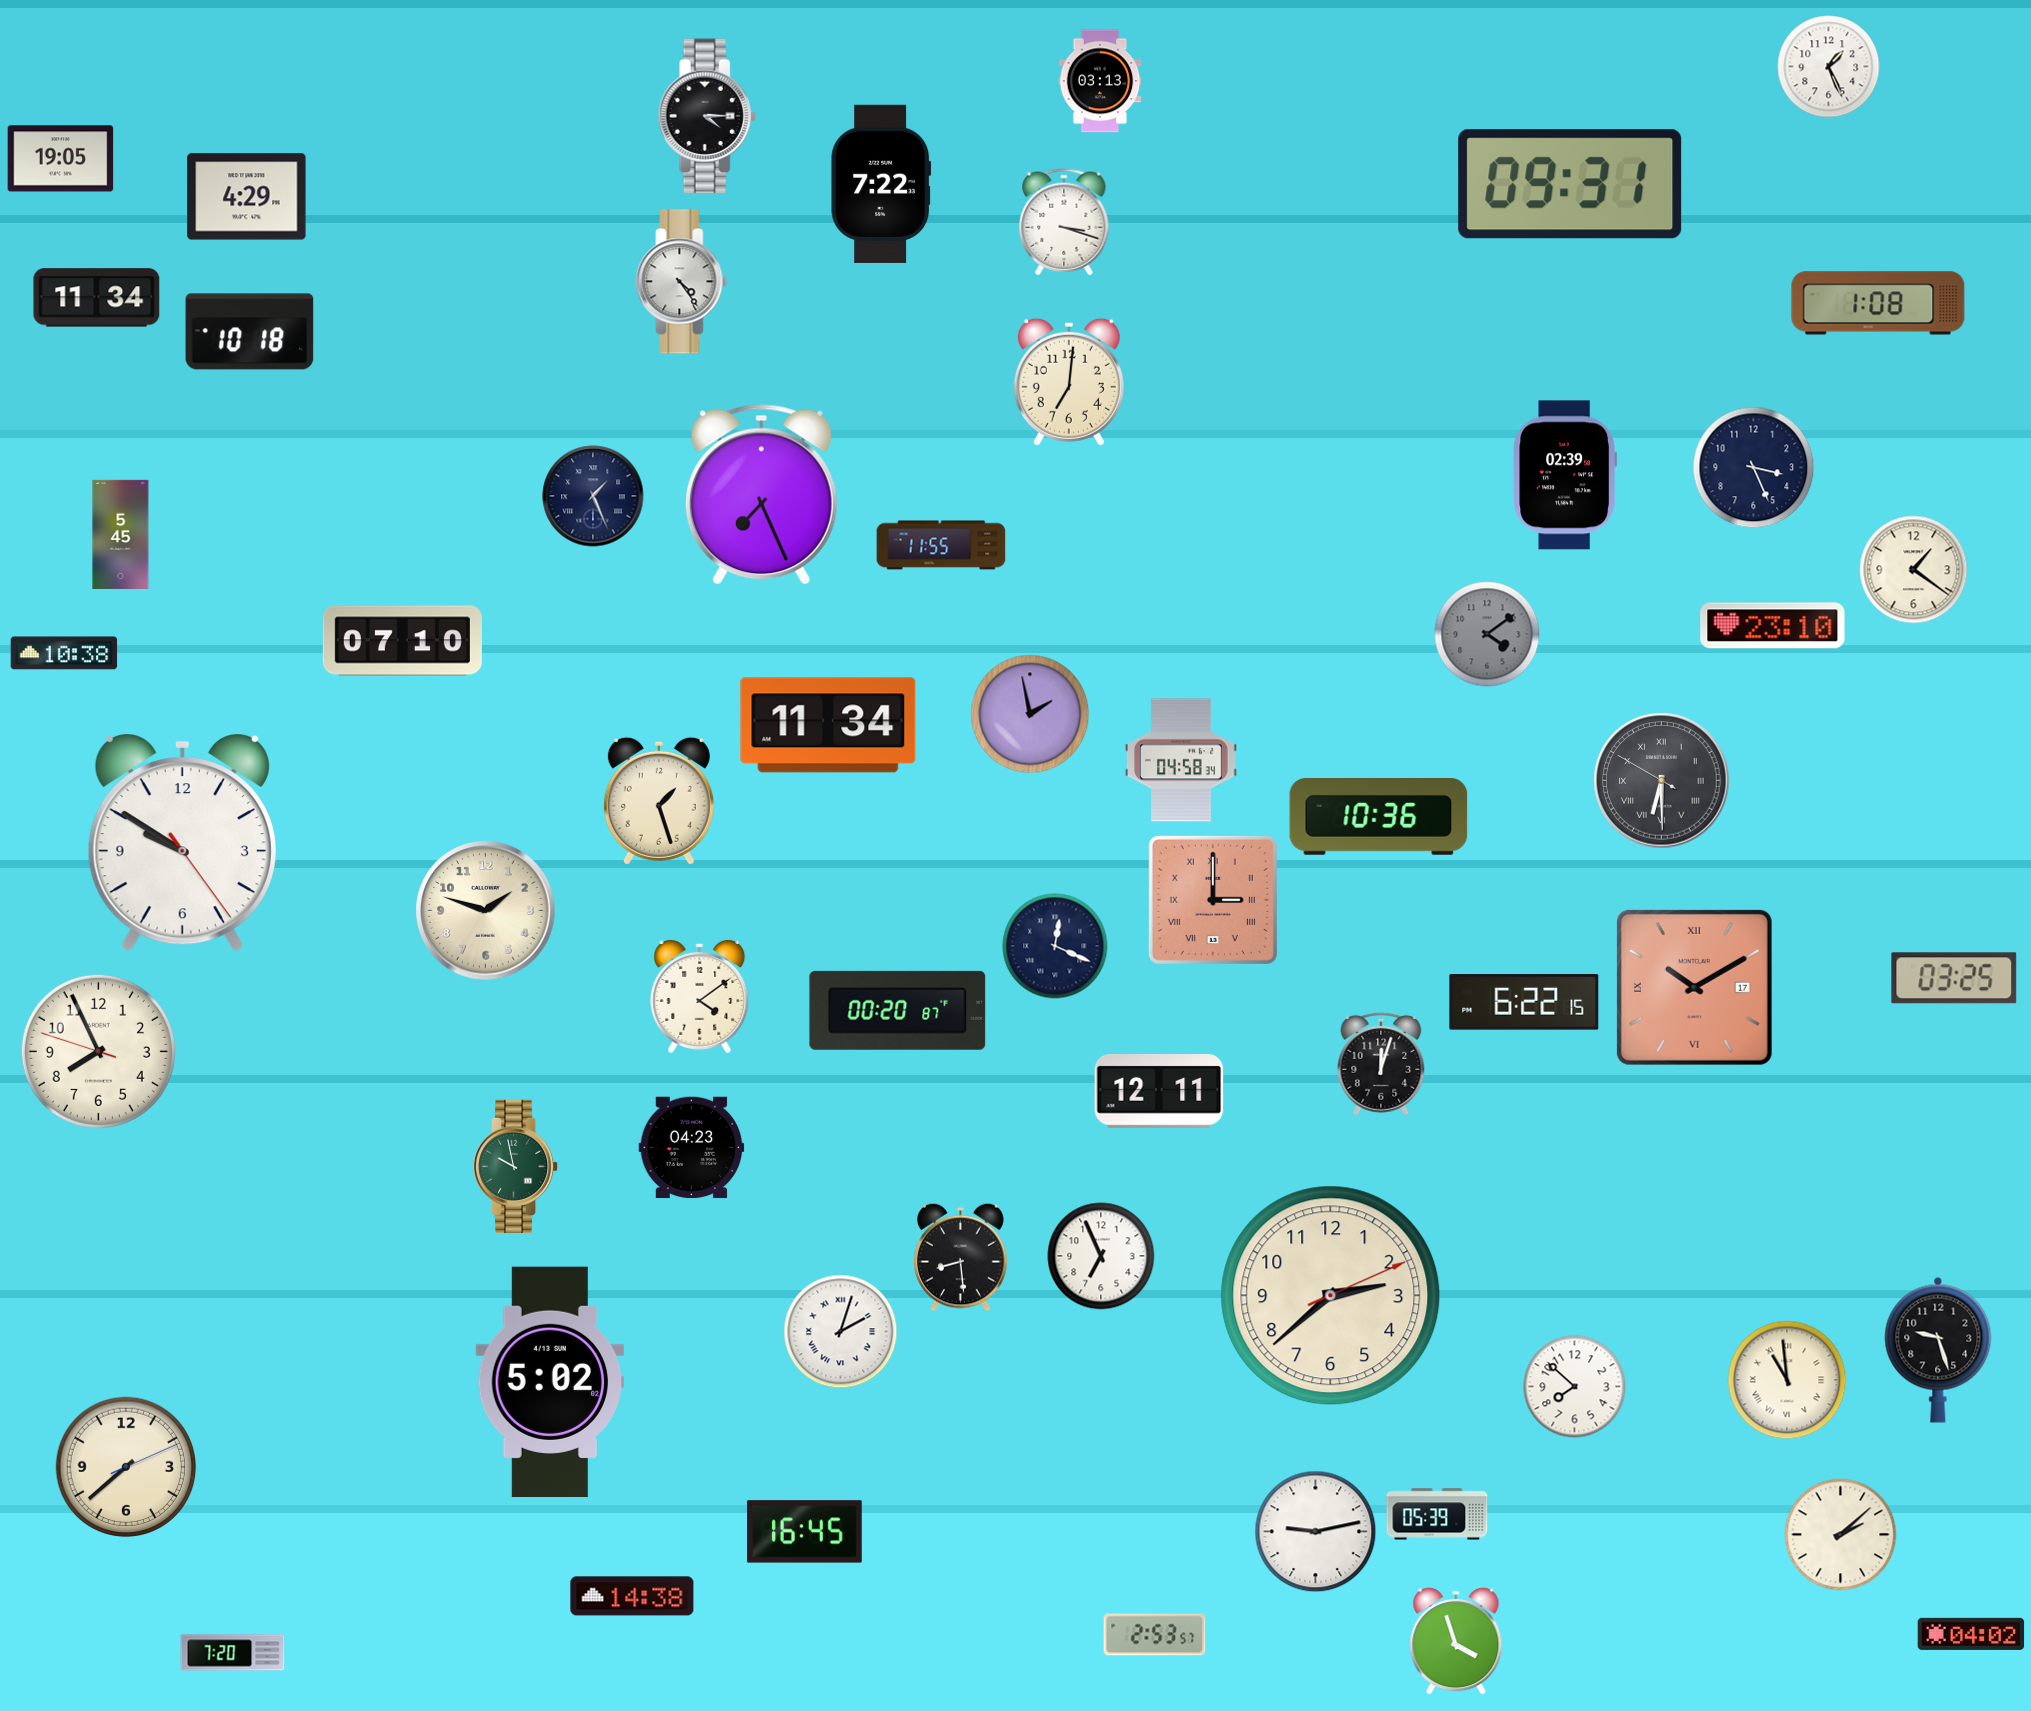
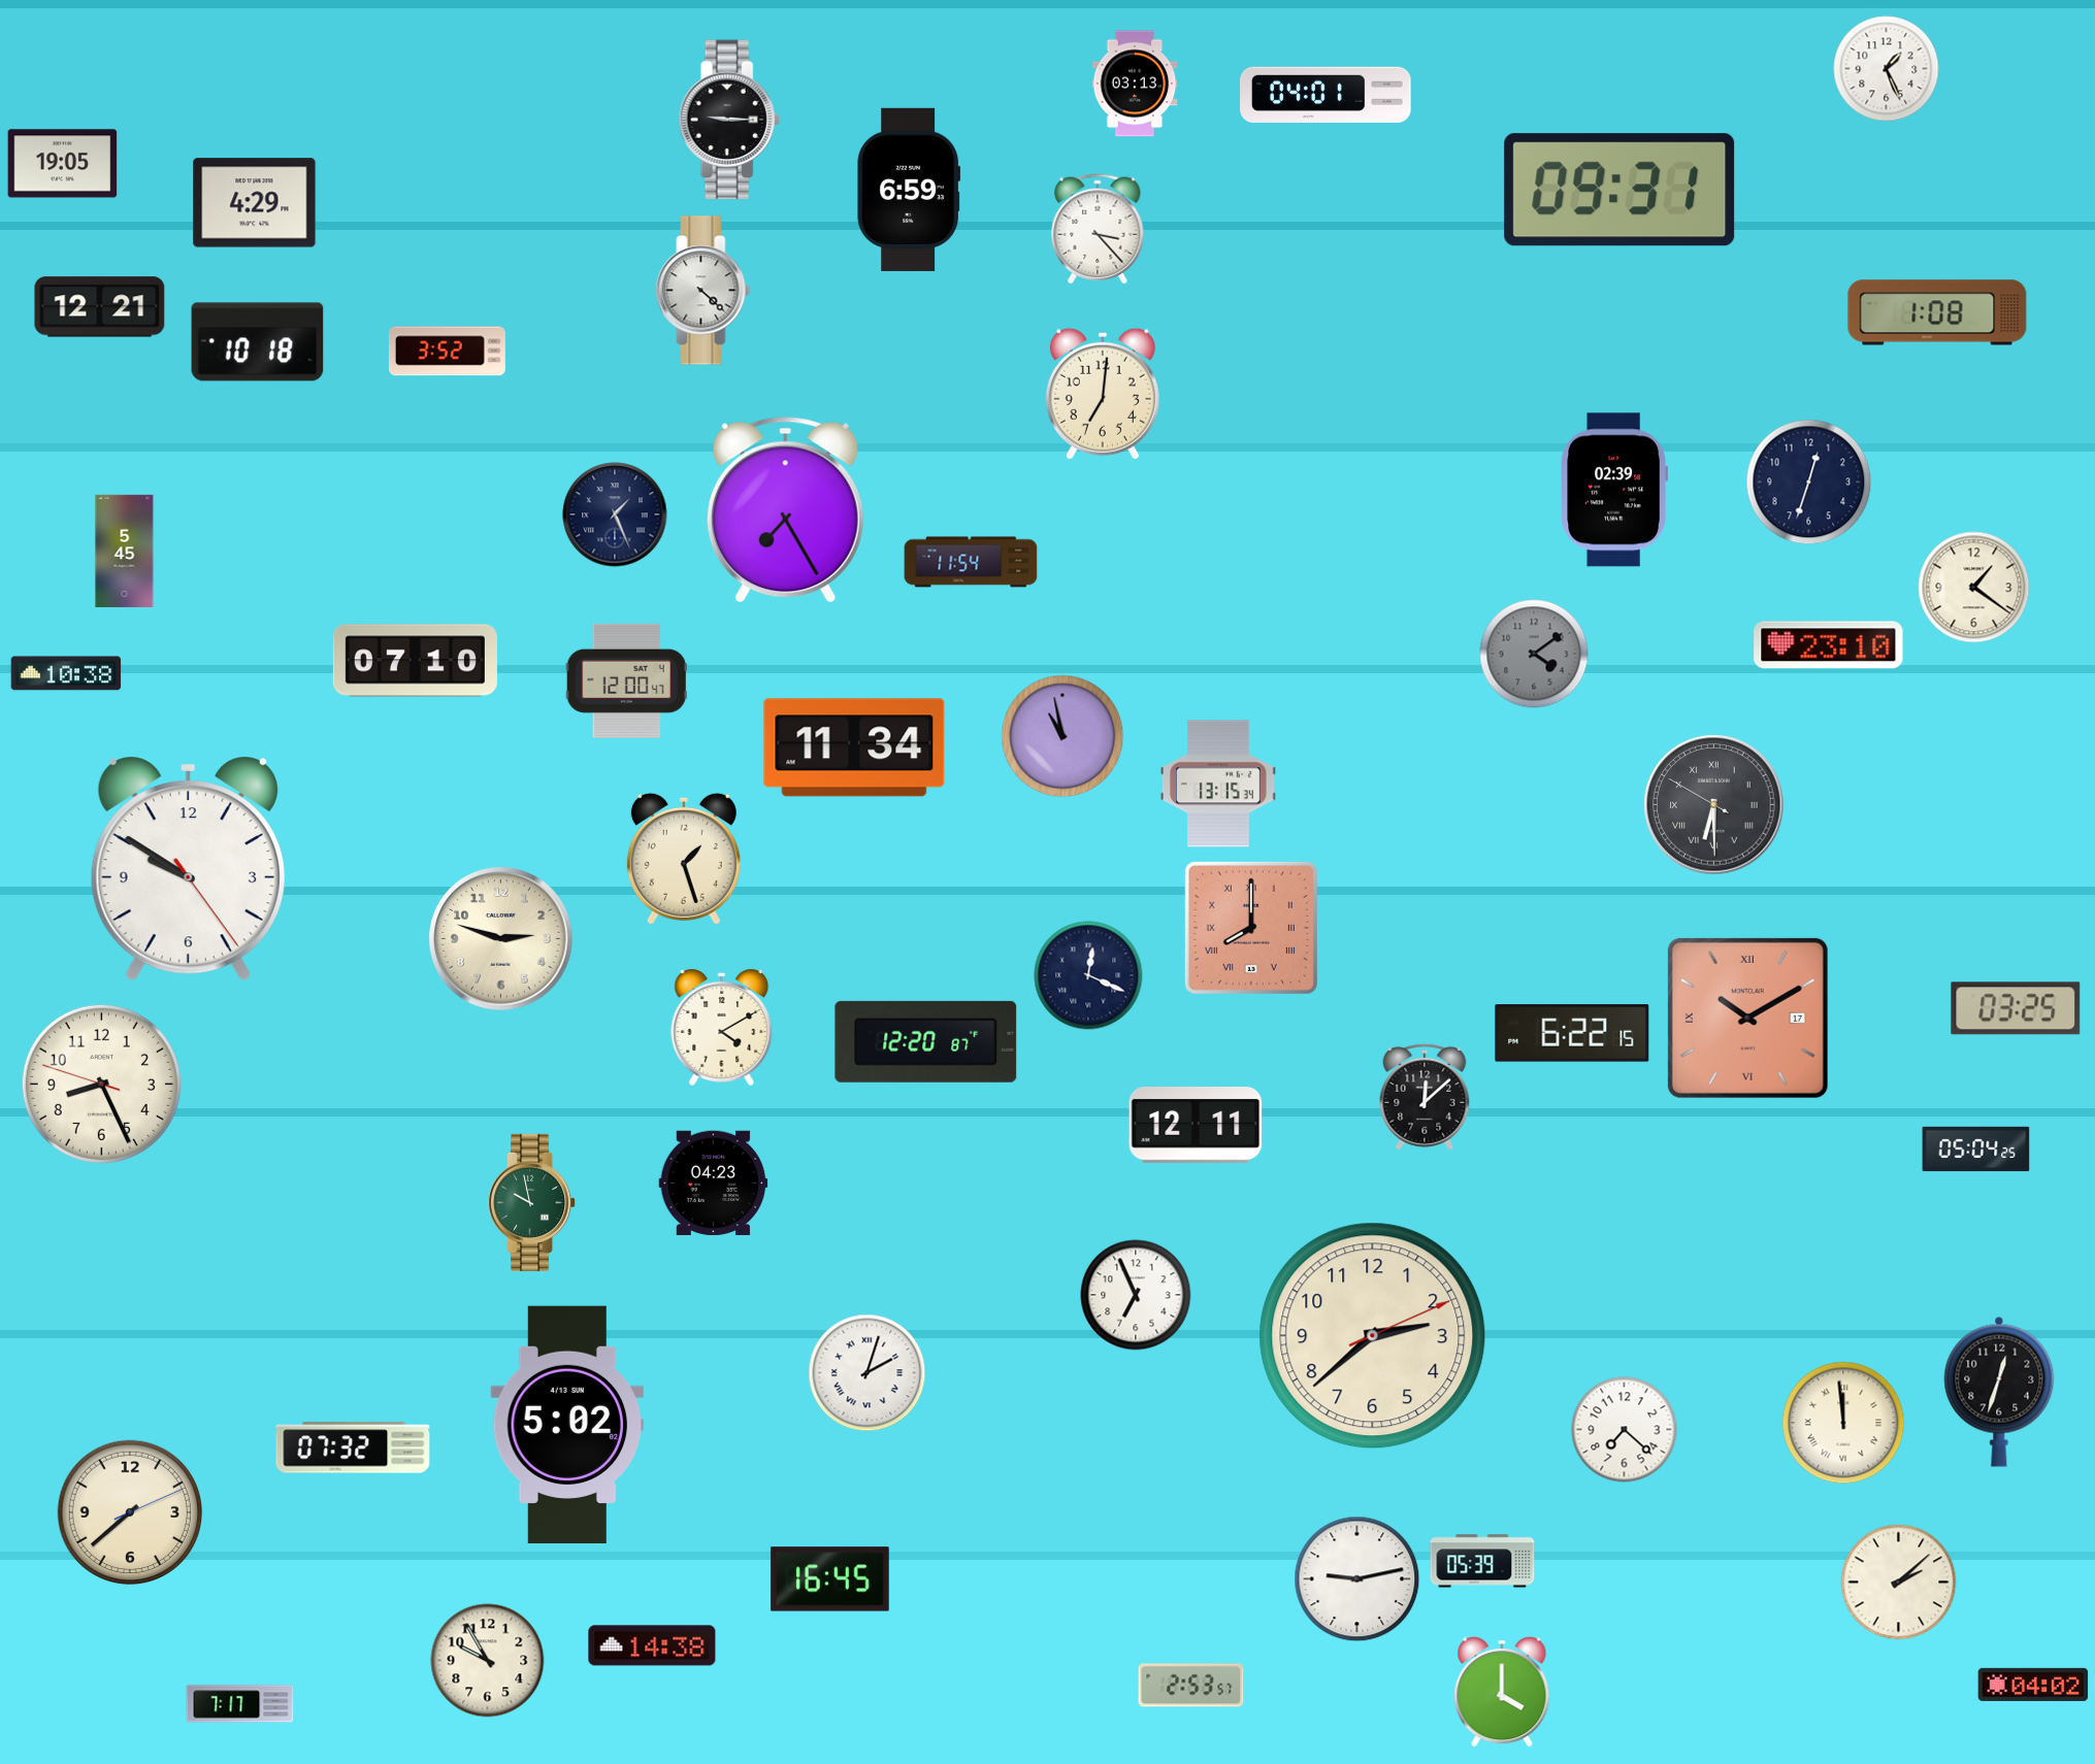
clock at (1325, 95): none -> 04:01
clock at (707, 116): 4:15 -> 9:15
clock at (881, 184): 7:22 -> 6:59
clock at (1064, 222): 3:18 -> 3:23
clock at (682, 282): 4:24 -> 4:22
clock at (97, 298): 11:34 -> 12:21
clock at (447, 352): none -> 3:52
clock at (1754, 468): 3:26 -> 12:33
clock at (761, 495): 7:26 -> 7:25
clock at (593, 496) position: (593, 496) -> (615, 514)
clock at (941, 545): 11:55 -> 11:54
clock at (626, 680): none -> 12:00
clock at (1030, 714): 1:58 -> 10:58
clock at (1181, 760): 04:58 -> 13:15
clock at (659, 801) position: (659, 801) -> (684, 859)
clock at (1379, 817): 10:36 -> none
clock at (1213, 900): 3:00 -> 8:00
clock at (486, 911): 1:48 -> 2:48
clock at (700, 996): 4:09 -> 4:10
clock at (898, 1010): 00:20 -> 12:20
clock at (98, 1051): 7:55 -> 8:25
clock at (1381, 1064): 12:03 -> 12:08
clock at (1976, 1150): none -> 05:04
clock at (961, 1257): 8:29 -> none
clock at (1938, 1350): 9:27 -> 12:33
clock at (1787, 1380): 10:59 -> 11:59
clock at (1575, 1387): 7:52 -> 7:22
clock at (353, 1447): none -> 07:32
clock at (488, 1661): none -> 9:55
clock at (1456, 1641): 3:57 -> 4:00
clock at (233, 1653): 7:20 -> 7:17
